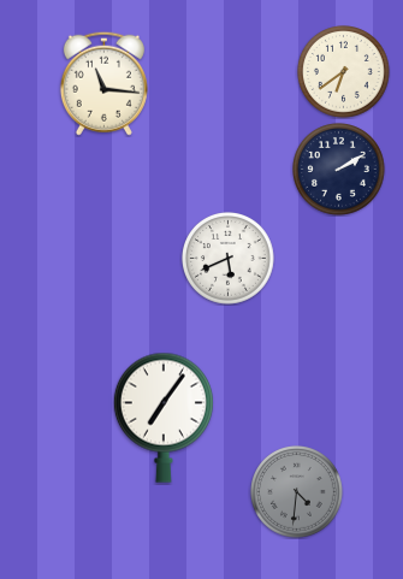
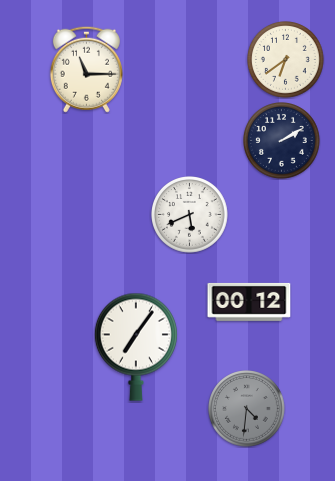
clock at (103, 83): 11:16 -> 11:15
clock at (249, 302): none -> 00:12
